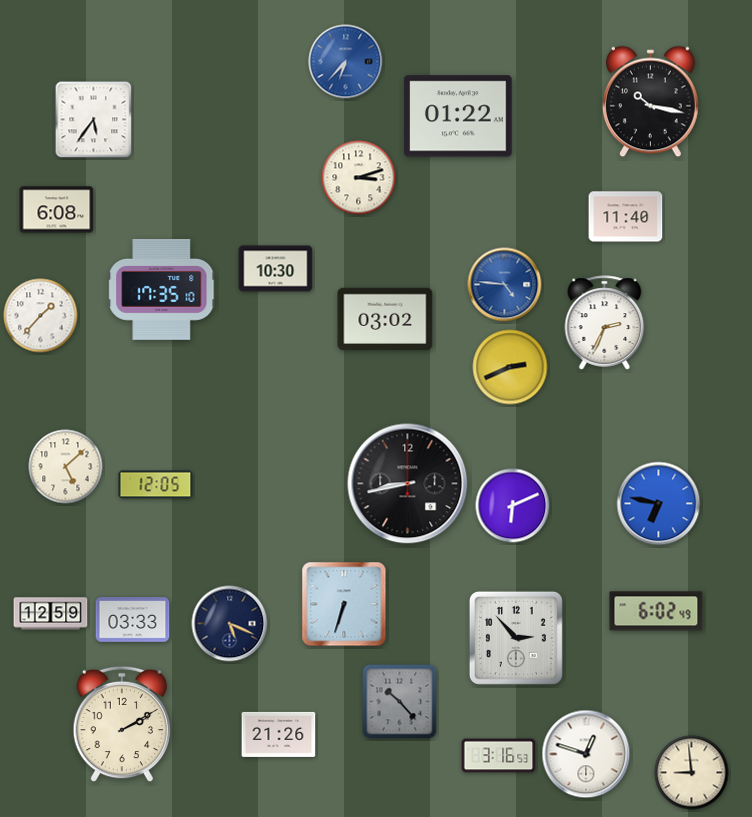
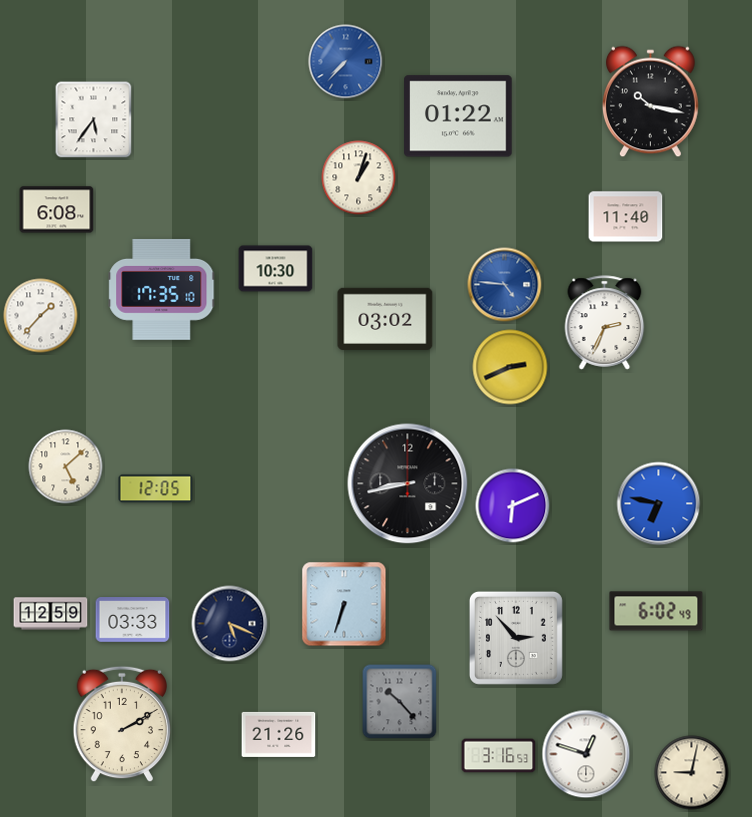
clock at (346, 62): 6:37 -> 7:37
clock at (359, 178): 3:12 -> 1:03
clock at (156, 485) position: (156, 485) -> (156, 489)
clock at (692, 773): 8:59 -> 9:02
